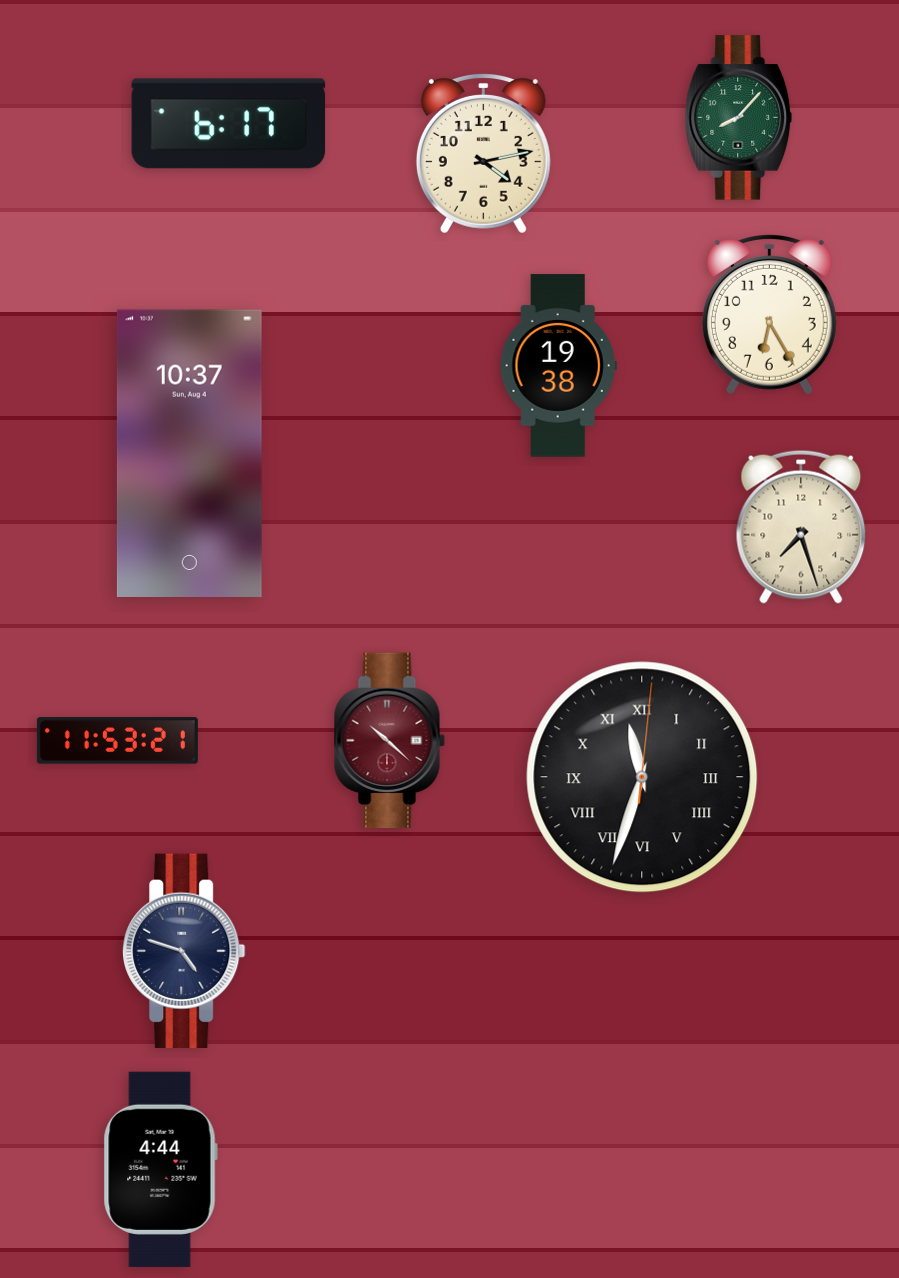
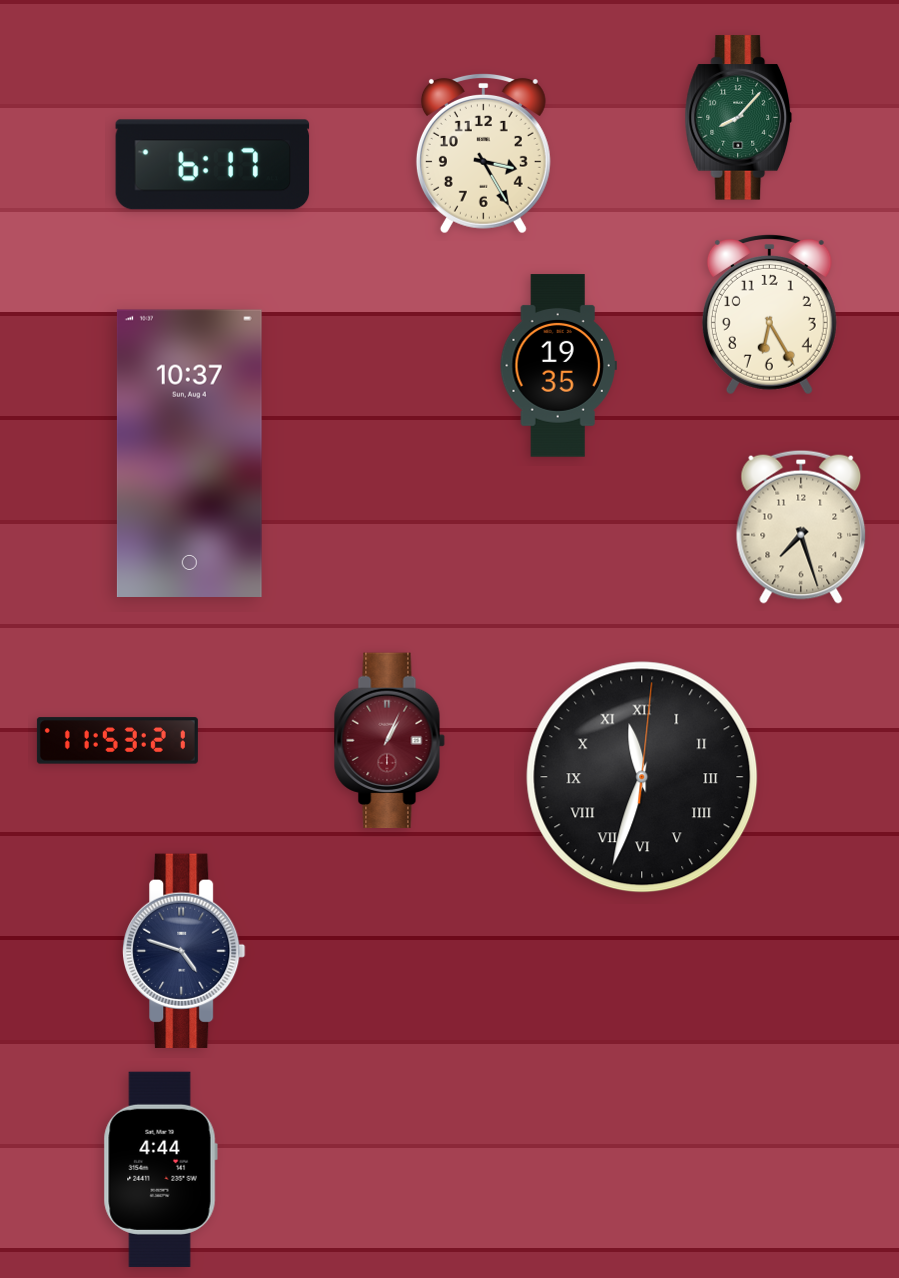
clock at (229, 124) position: (229, 124) -> (213, 165)
clock at (483, 153): 4:13 -> 3:25
clock at (558, 366): 19:38 -> 19:35
clock at (389, 741): 10:22 -> 1:04
